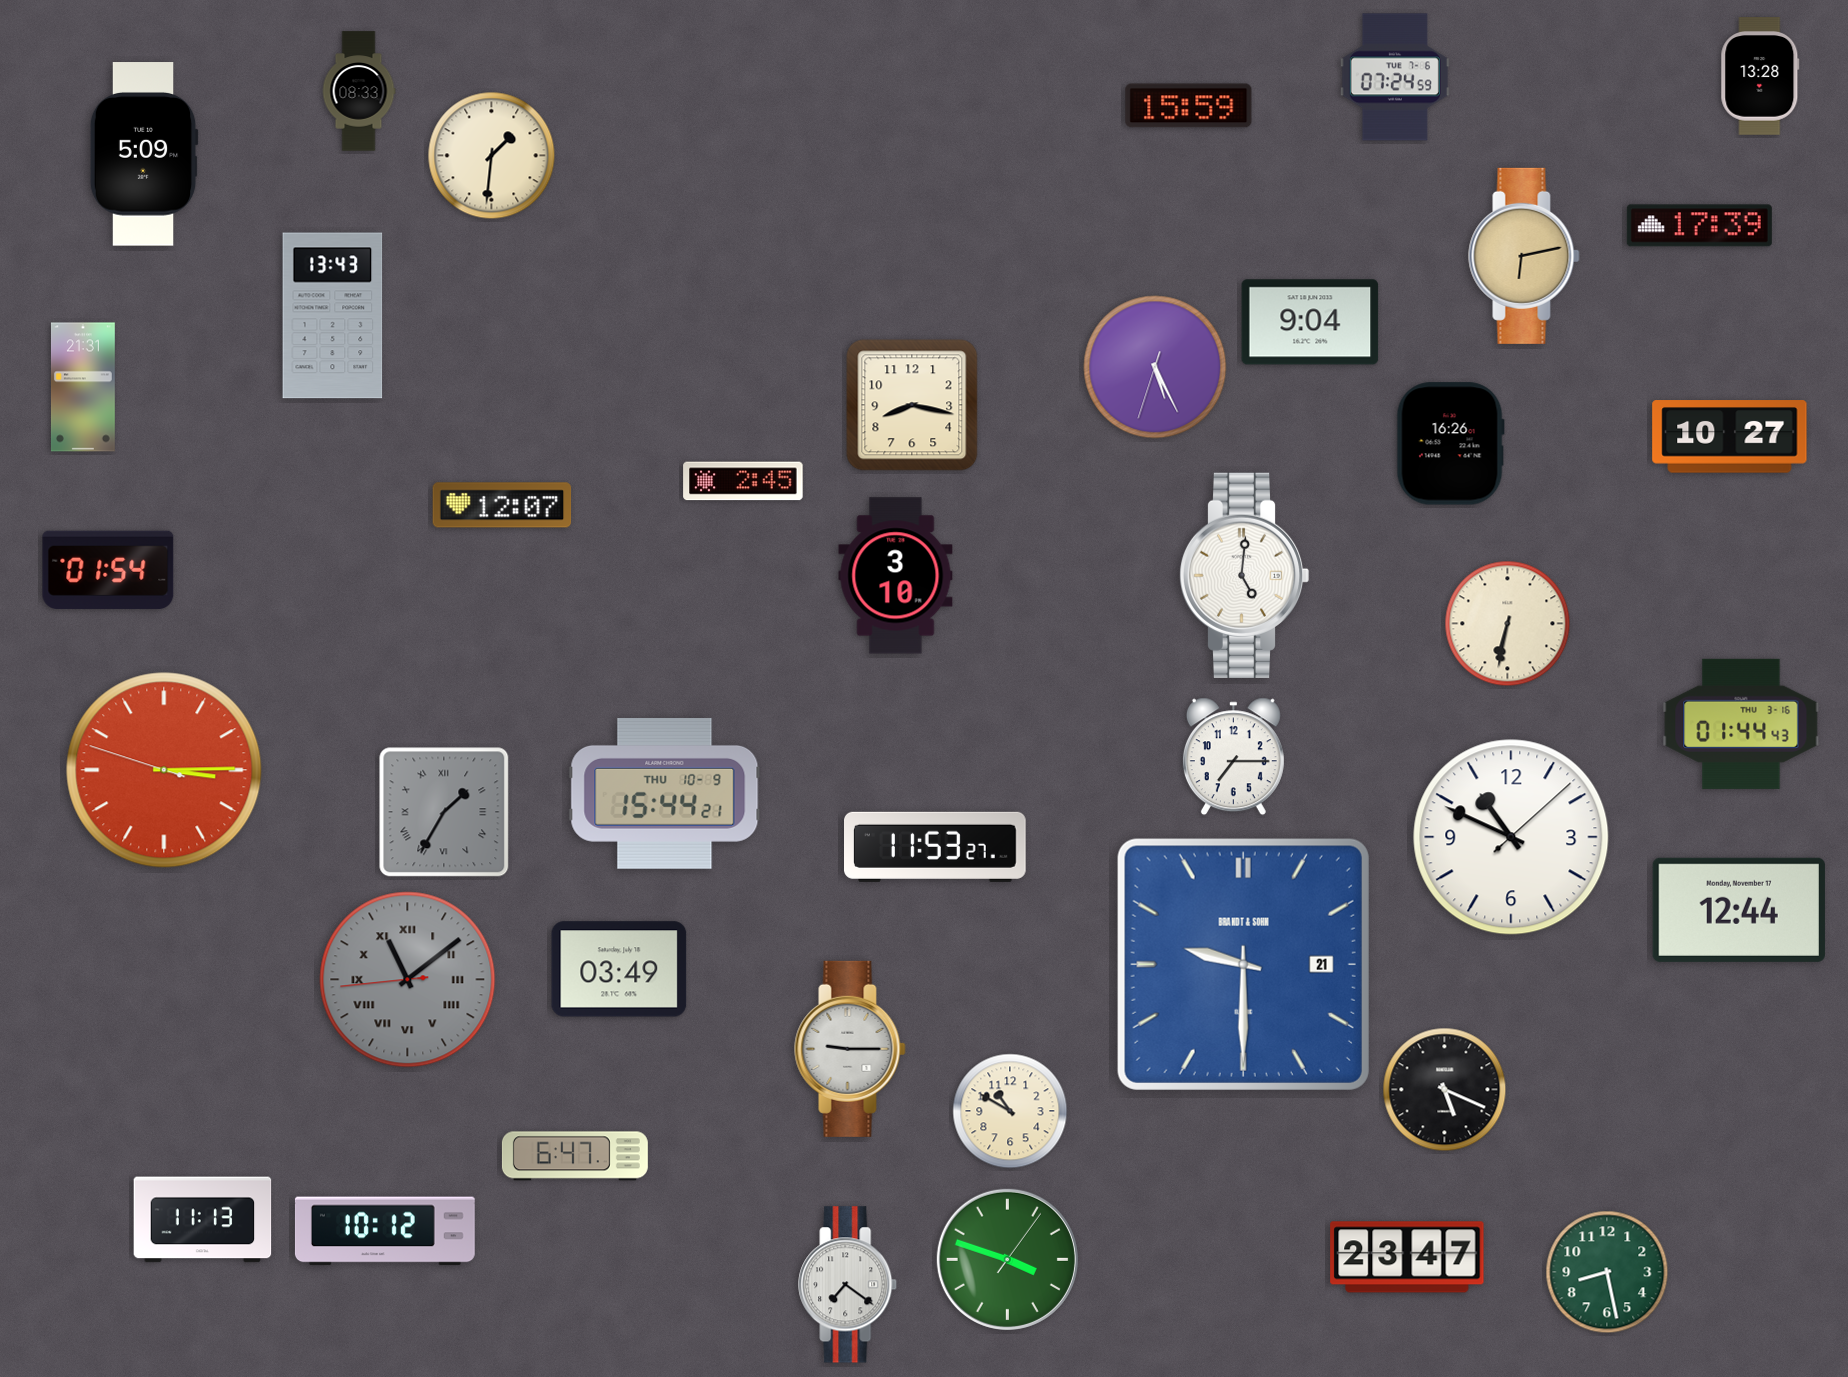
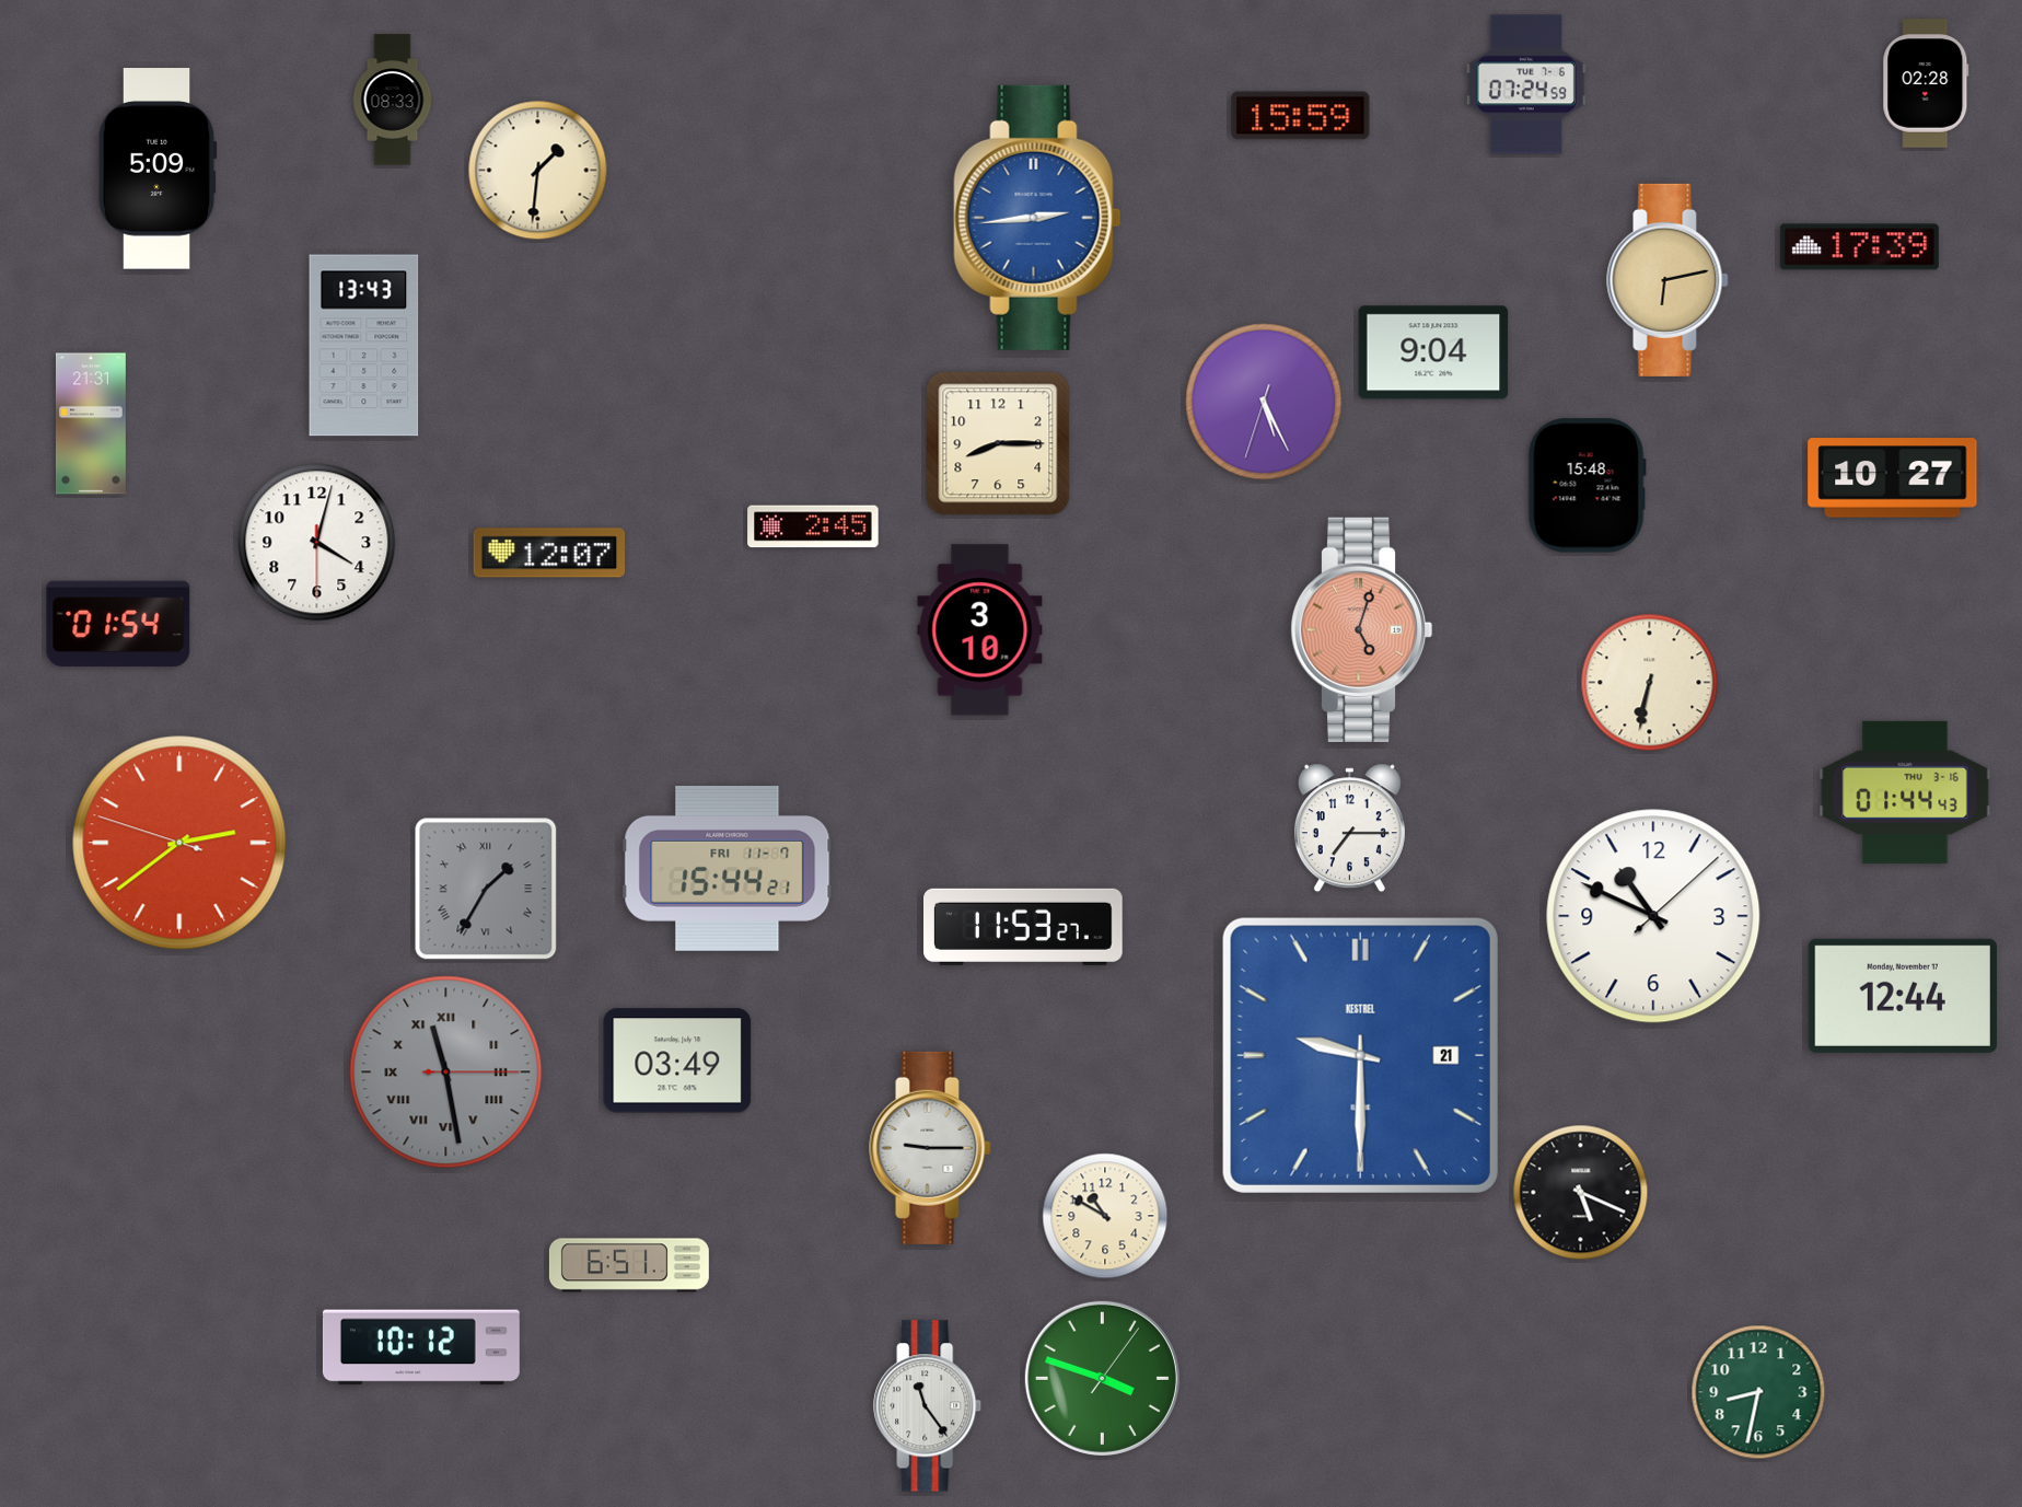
clock at (1760, 76): 13:28 -> 02:28
clock at (1037, 218): none -> 2:44
clock at (912, 405): 8:17 -> 8:15
clock at (1450, 444): 16:26 -> 15:48
clock at (317, 543): none -> 4:02
clock at (1244, 575): 5:01 -> 5:03
clock at (1244, 575) dial: white -> salmon
clock at (164, 770): 3:14 -> 2:38
clock at (665, 793) date: THU 10-9 -> FRI 11-7
clock at (1243, 964) brand: BRANDT & SOHN -> KESTREL
clock at (408, 980): 11:08 -> 11:28
clock at (575, 1156): 6:47 -> 6:51
clock at (203, 1220): 11:13 -> none
clock at (1407, 1257): 23:47 -> none
clock at (1607, 1272): 8:28 -> 8:32
clock at (848, 1285): 7:21 -> 11:24
